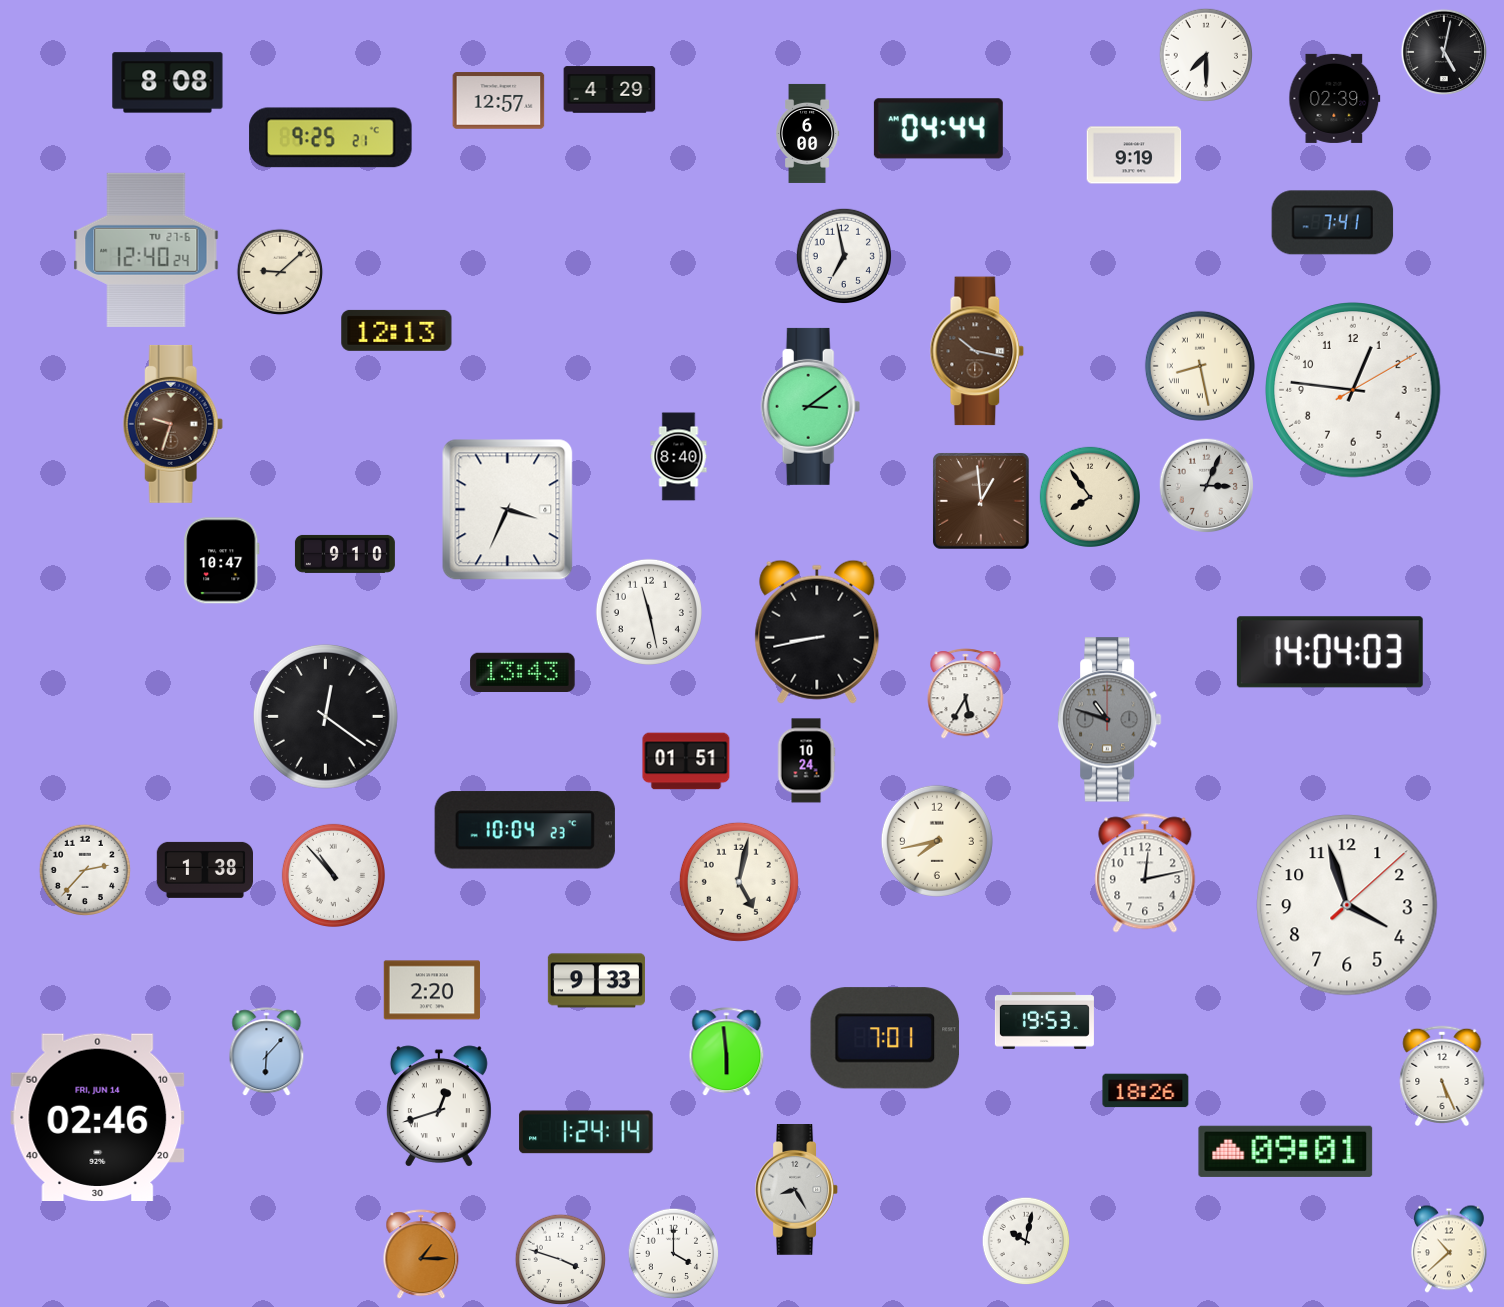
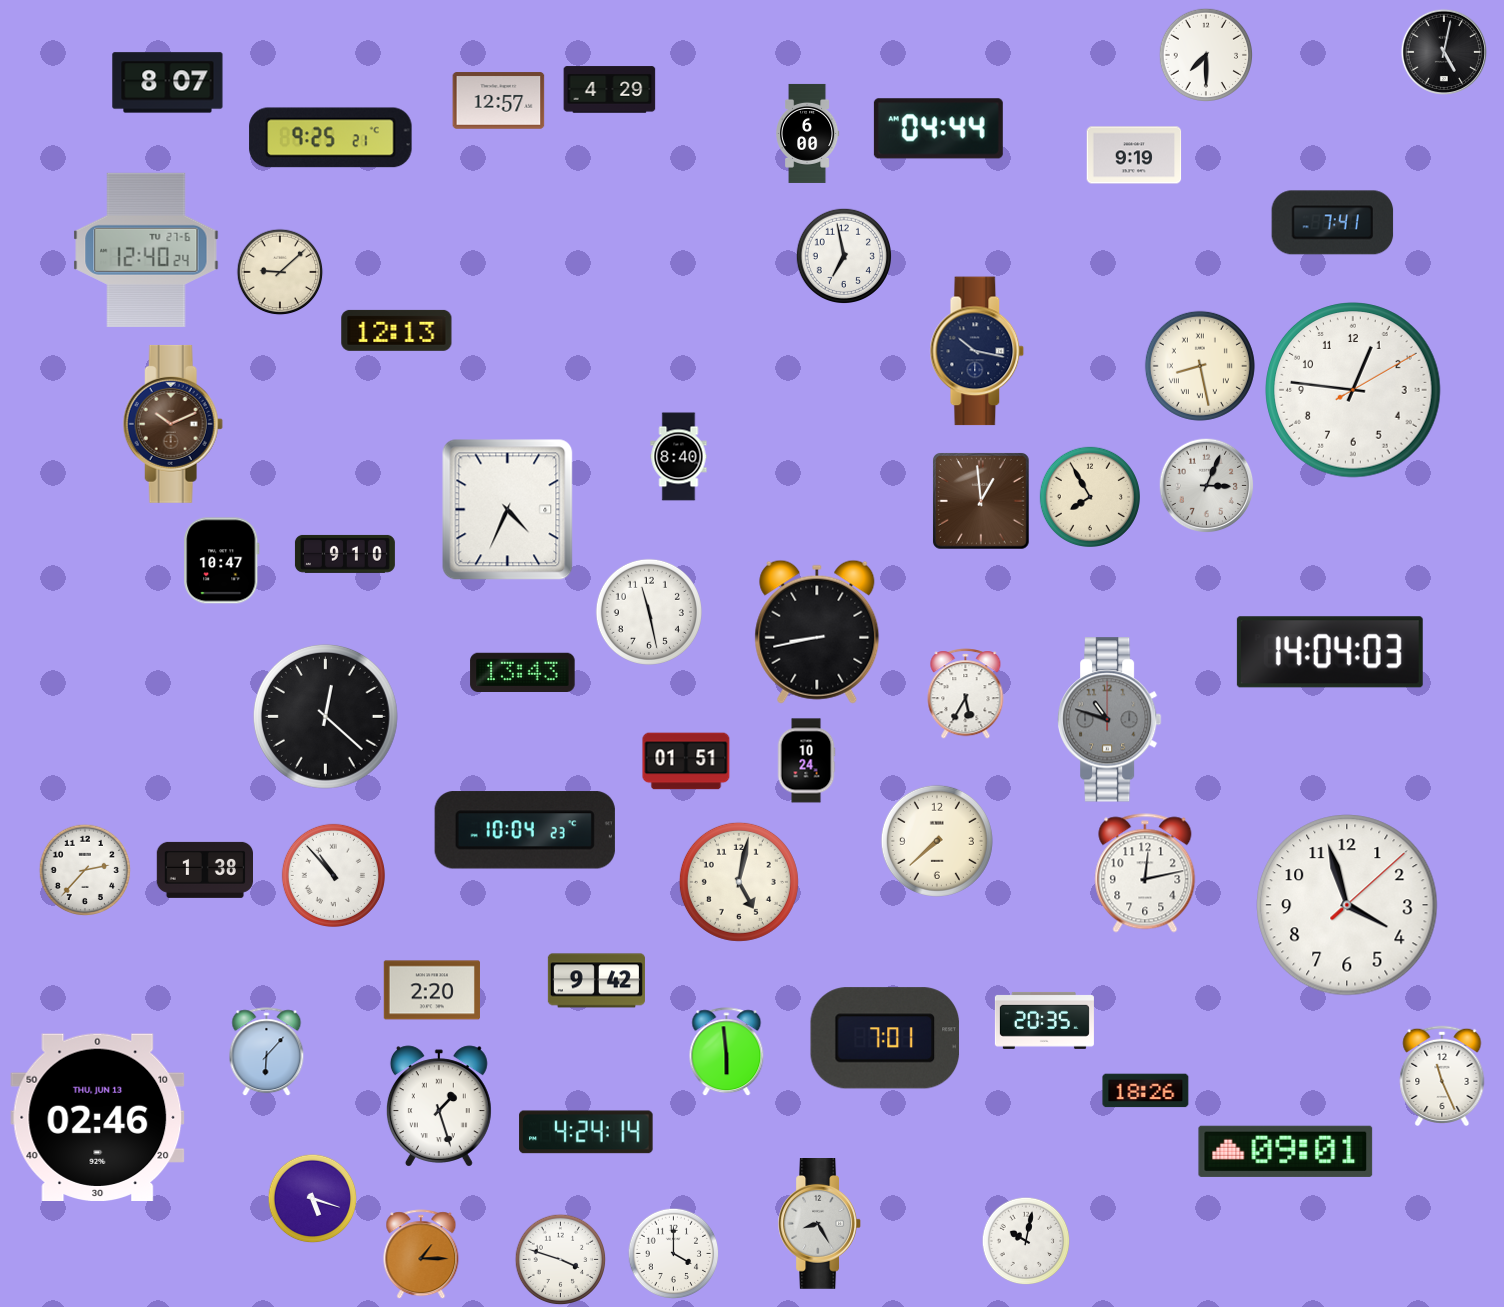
clock at (168, 83): 8:08 -> 8:07
clock at (1335, 98): 02:39 -> none
clock at (977, 351) dial: brown -> navy
clock at (811, 406): 3:09 -> none
clock at (173, 424): 9:33 -> 10:11
clock at (1090, 497): 7:54 -> 7:55
clock at (508, 510): 3:34 -> 4:34
clock at (325, 716): 12:21 -> 12:22
clock at (937, 841): 7:43 -> 7:38
clock at (596, 981): 9:33 -> 9:42
clock at (1044, 1020): 19:53 -> 20:35
clock at (1442, 1075): 5:26 -> 11:26
clock at (439, 1106): 12:42 -> 1:27
clock at (98, 1117) date: FRI, JUN 14 -> THU, JUN 13
clock at (586, 1132): 1:24 -> 4:24
clock at (796, 1190) position: (796, 1190) -> (819, 1224)
clock at (313, 1199): none -> 5:18
clock at (1449, 1249): 10:38 -> none
